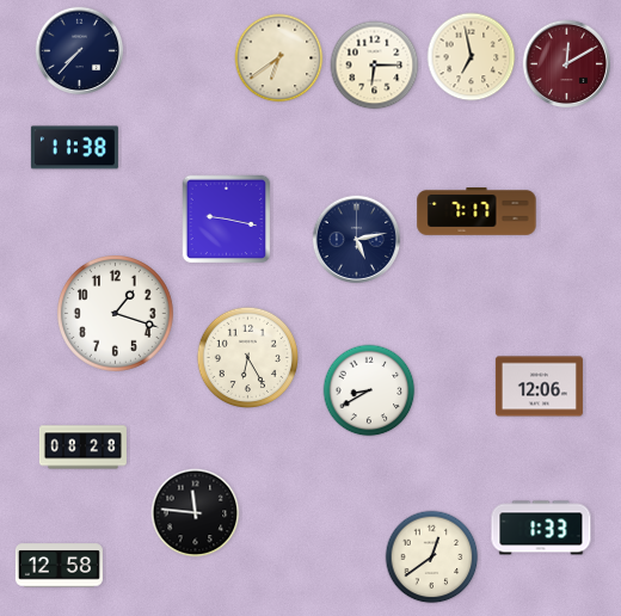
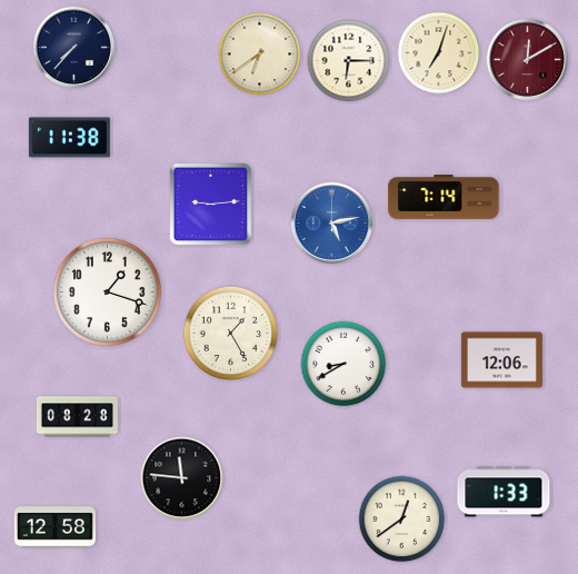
clock at (472, 57): 6:58 -> 7:03
clock at (476, 212): 7:17 -> 7:14
clock at (227, 220): 9:17 -> 9:14
clock at (357, 240) dial: navy -> blue
clock at (247, 357): 6:25 -> 1:25
